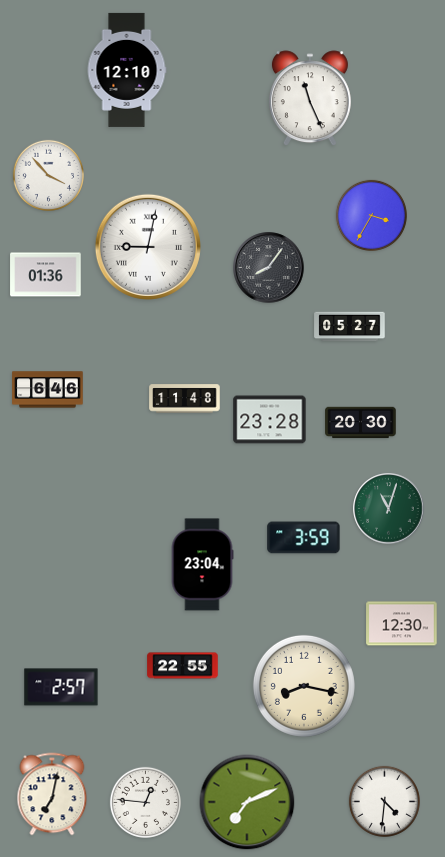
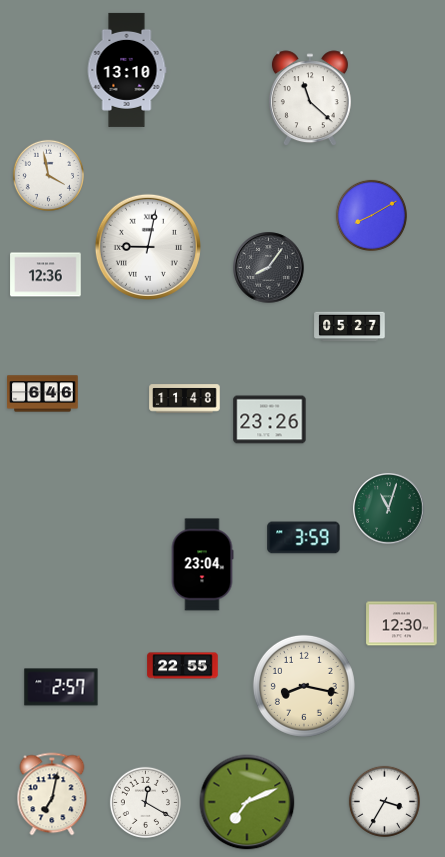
clock at (127, 70): 12:10 -> 13:10
clock at (310, 99): 11:26 -> 11:22
clock at (48, 175): 3:53 -> 3:58
clock at (371, 215): 3:35 -> 8:10
clock at (46, 275): 01:36 -> 12:36
clock at (48, 390) position: (48, 390) -> (43, 394)
clock at (270, 420): 23:28 -> 23:26
clock at (361, 423): 20:30 -> none
clock at (384, 801): 4:31 -> 3:35
clock at (145, 802): 12:46 -> 12:20
